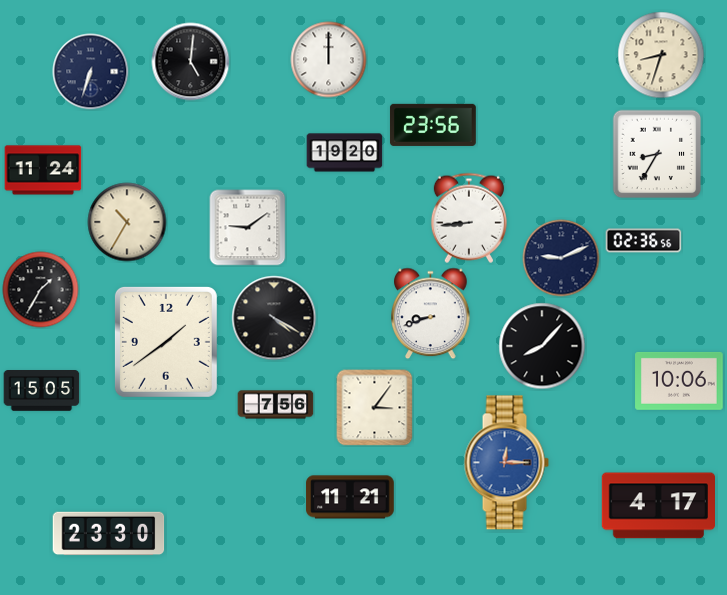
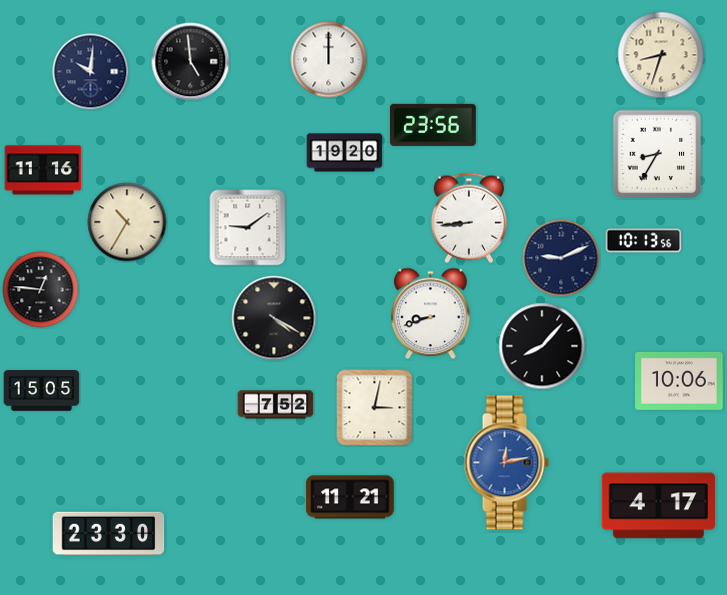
clock at (191, 62): 5:01 -> 4:59
clock at (91, 72): 6:33 -> 10:01
clock at (43, 170): 11:24 -> 11:16
clock at (644, 241): 02:36 -> 10:13
clock at (41, 290): 1:35 -> 12:46
clock at (166, 342): 1:39 -> none
clock at (276, 405): 7:56 -> 7:52
clock at (375, 408): 3:06 -> 3:02
clock at (506, 463): 12:15 -> 12:13
